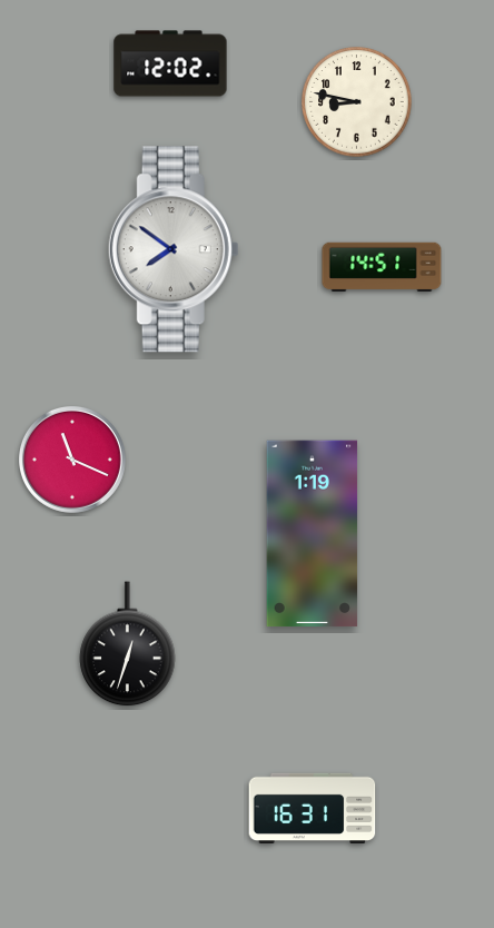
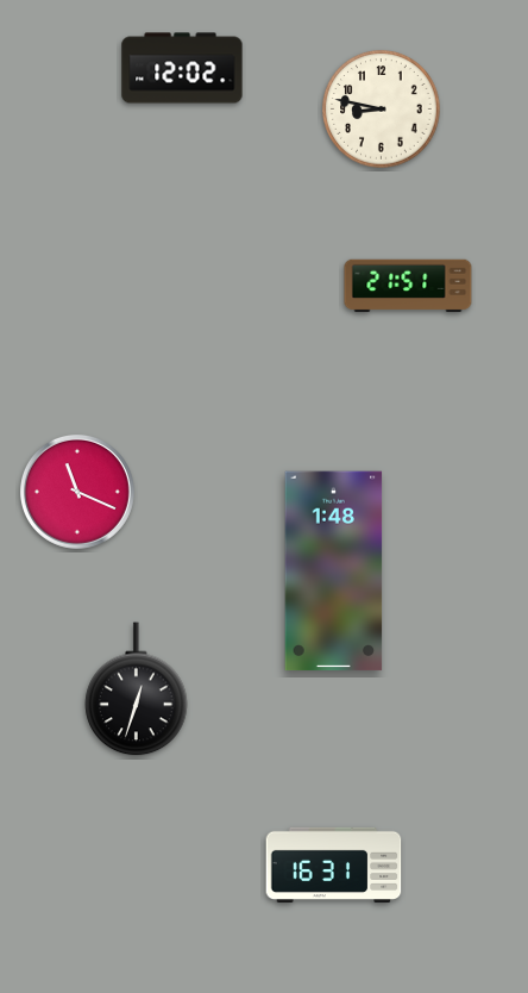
clock at (174, 249): 7:51 -> none
clock at (382, 267): 14:51 -> 21:51
clock at (313, 534): 1:19 -> 1:48
